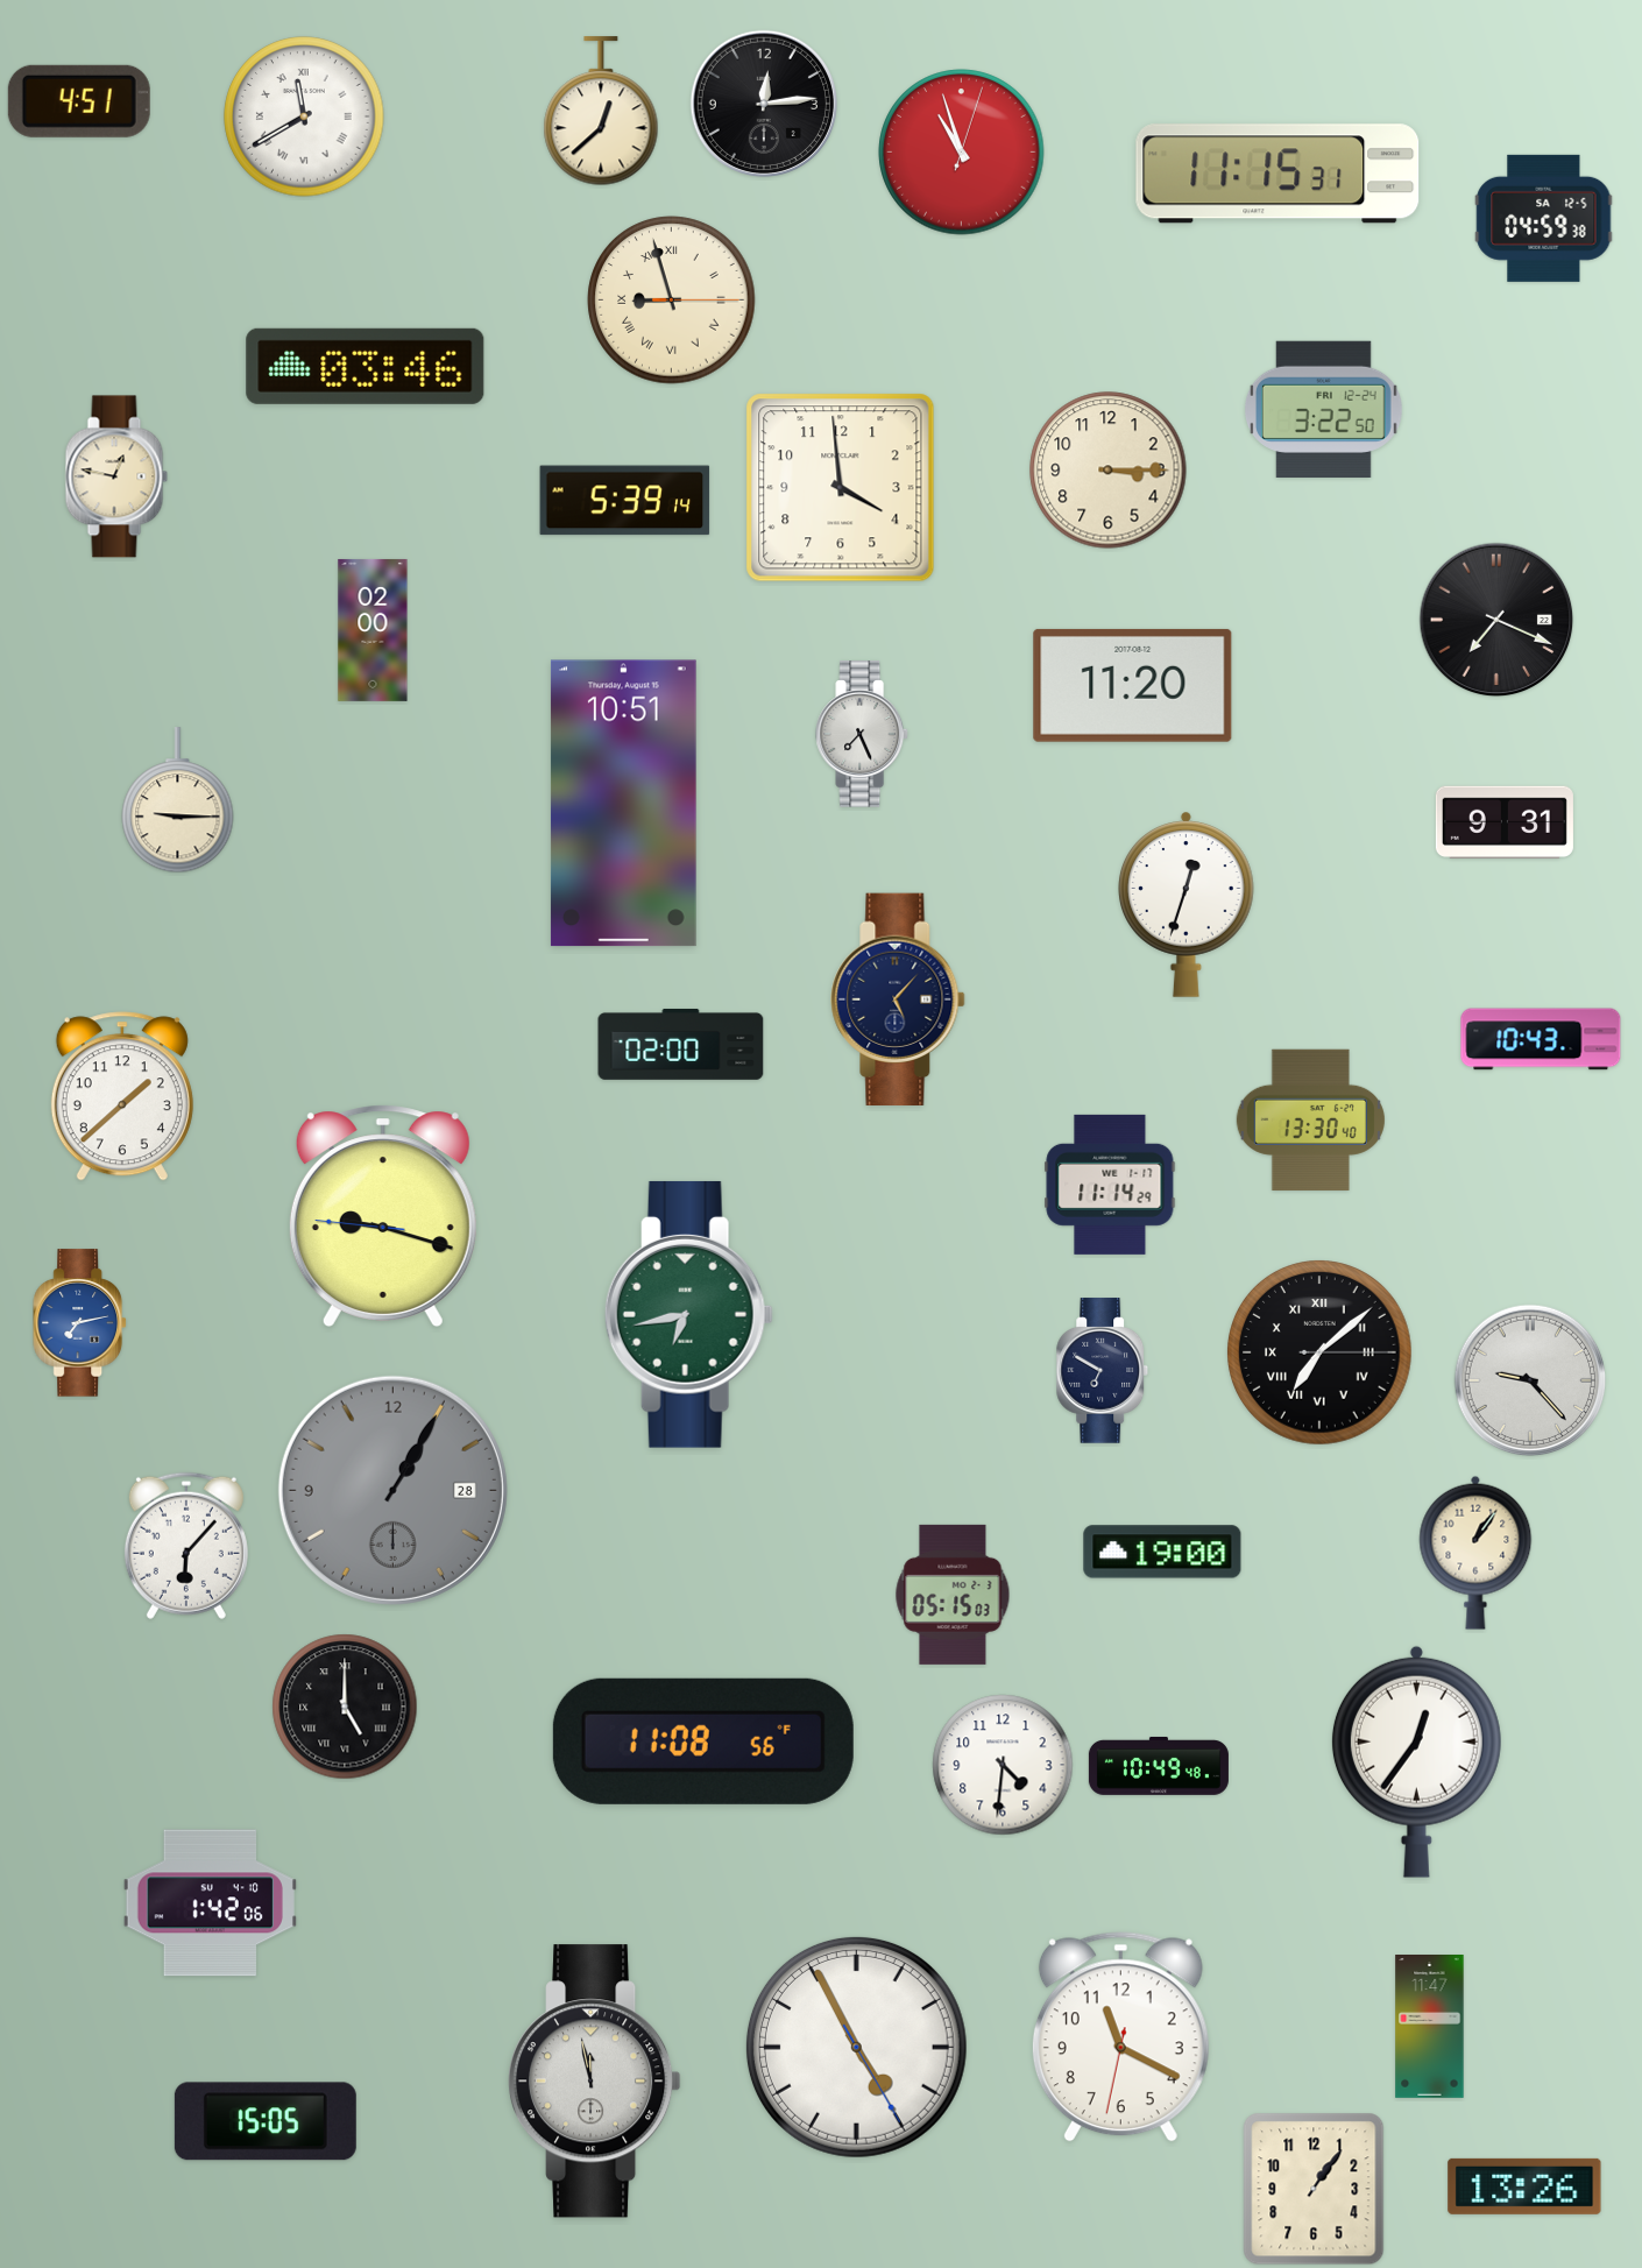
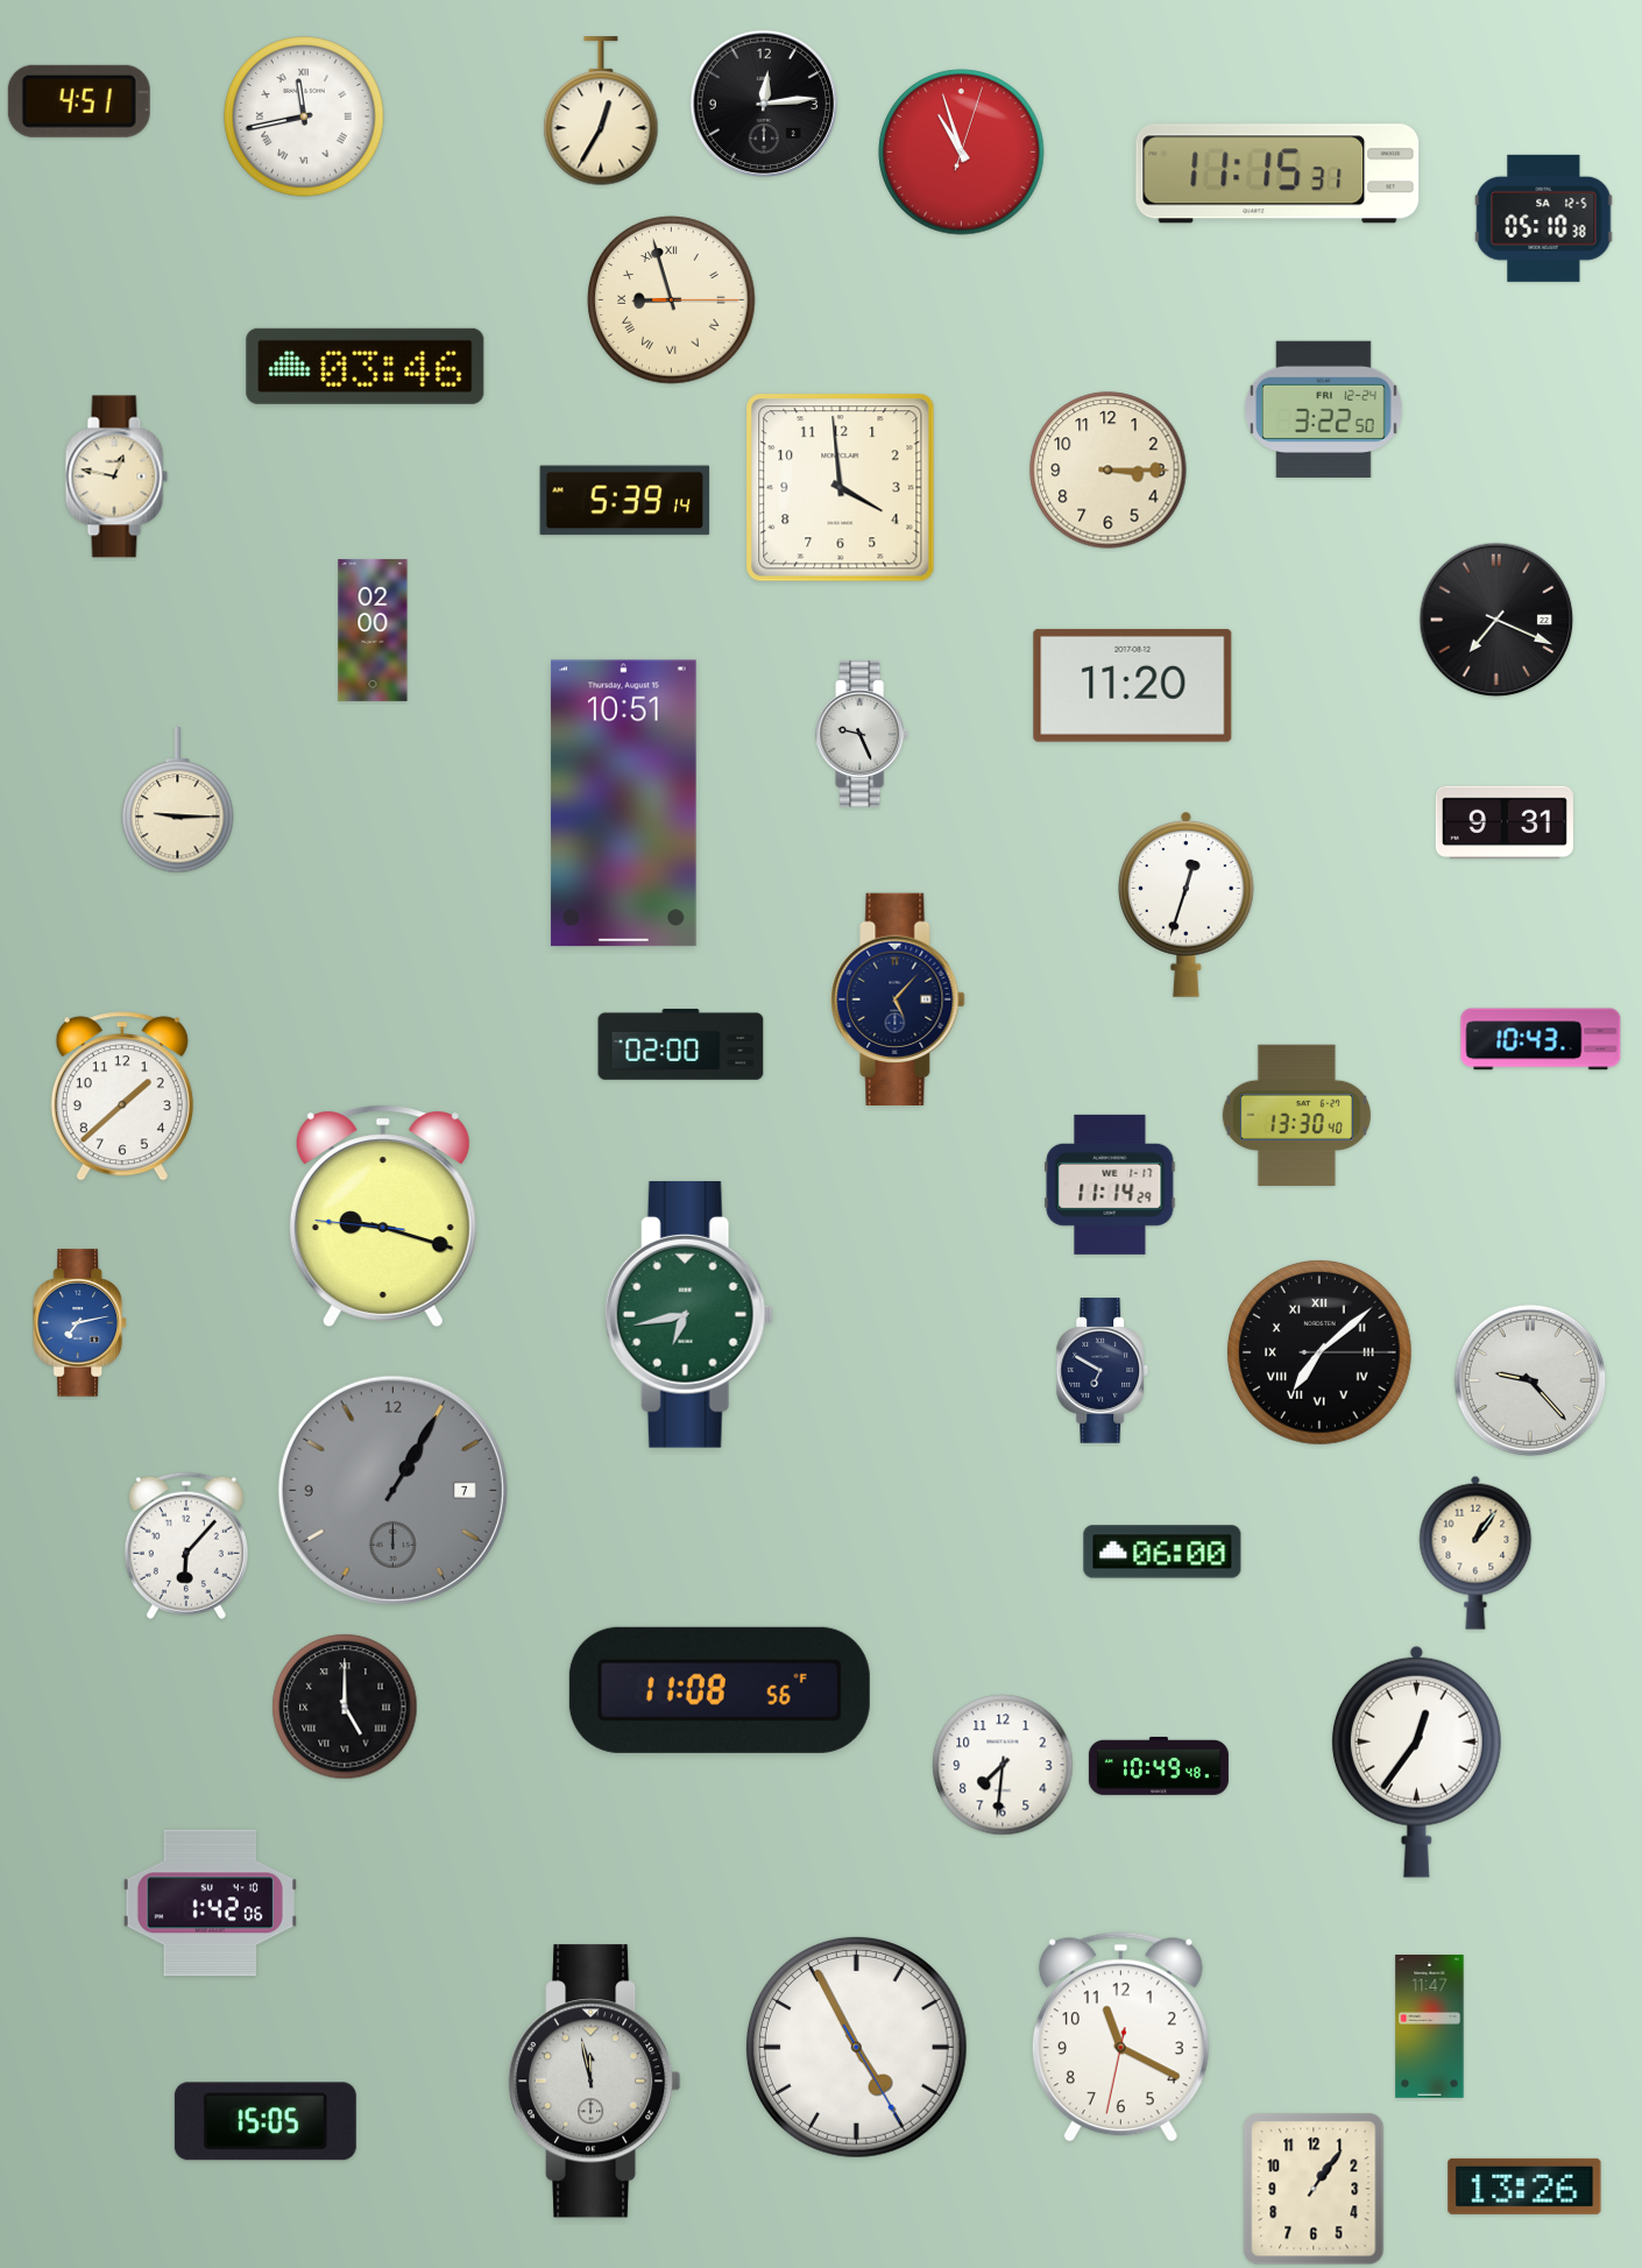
clock at (601, 112): 12:38 -> 12:35
clock at (304, 116): 11:40 -> 11:43
clock at (1544, 218): 04:59 -> 05:10
clock at (863, 734): 7:26 -> 9:26
clock at (1310, 1119) position: (1310, 1119) -> (1296, 1115)
clock at (392, 1490) date: 28 -> 7
clock at (1162, 1552): 19:00 -> 06:00
clock at (953, 1595): 05:15 -> none
clock at (703, 1741) position: (703, 1741) -> (720, 1690)
clock at (1003, 1765): 4:31 -> 7:31
